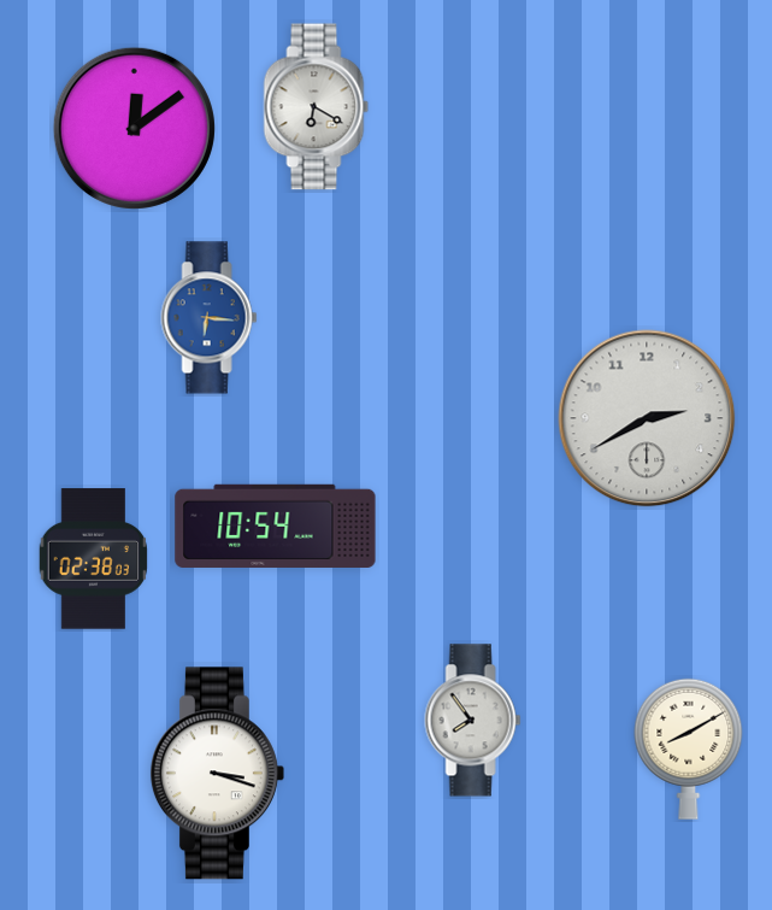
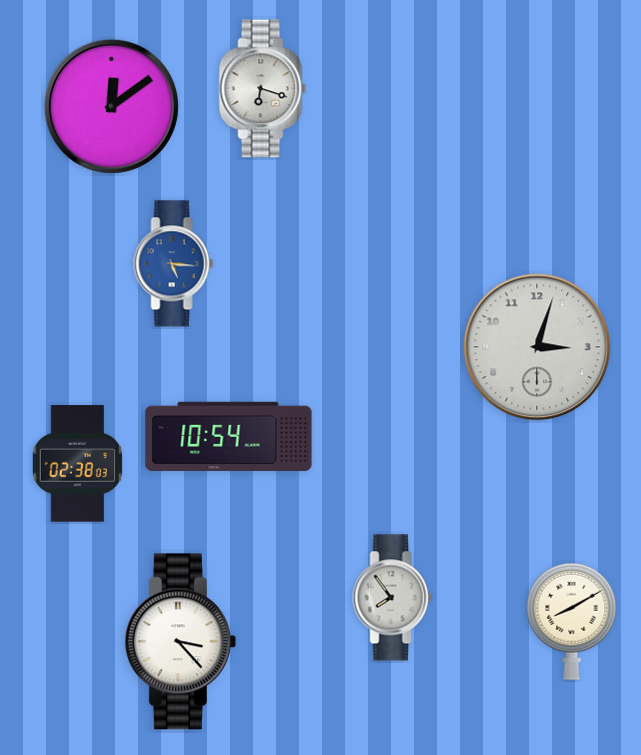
clock at (317, 107): 6:20 -> 6:18
clock at (210, 318): 6:16 -> 5:16
clock at (647, 418): 2:40 -> 3:03
clock at (217, 774): 3:18 -> 3:23
